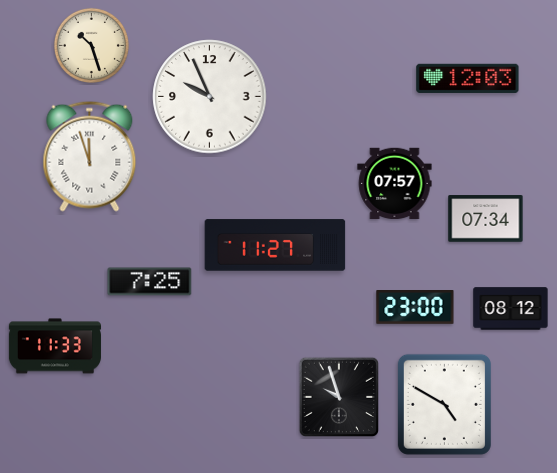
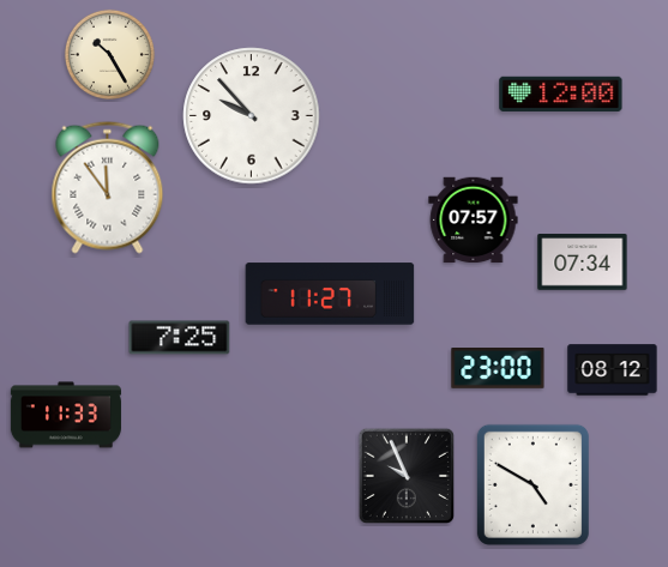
clock at (91, 45): 10:27 -> 10:25
clock at (468, 78): 12:03 -> 12:00
clock at (210, 97): 9:56 -> 9:53
clock at (90, 156): 11:57 -> 11:54
clock at (338, 396): 9:57 -> 9:56
